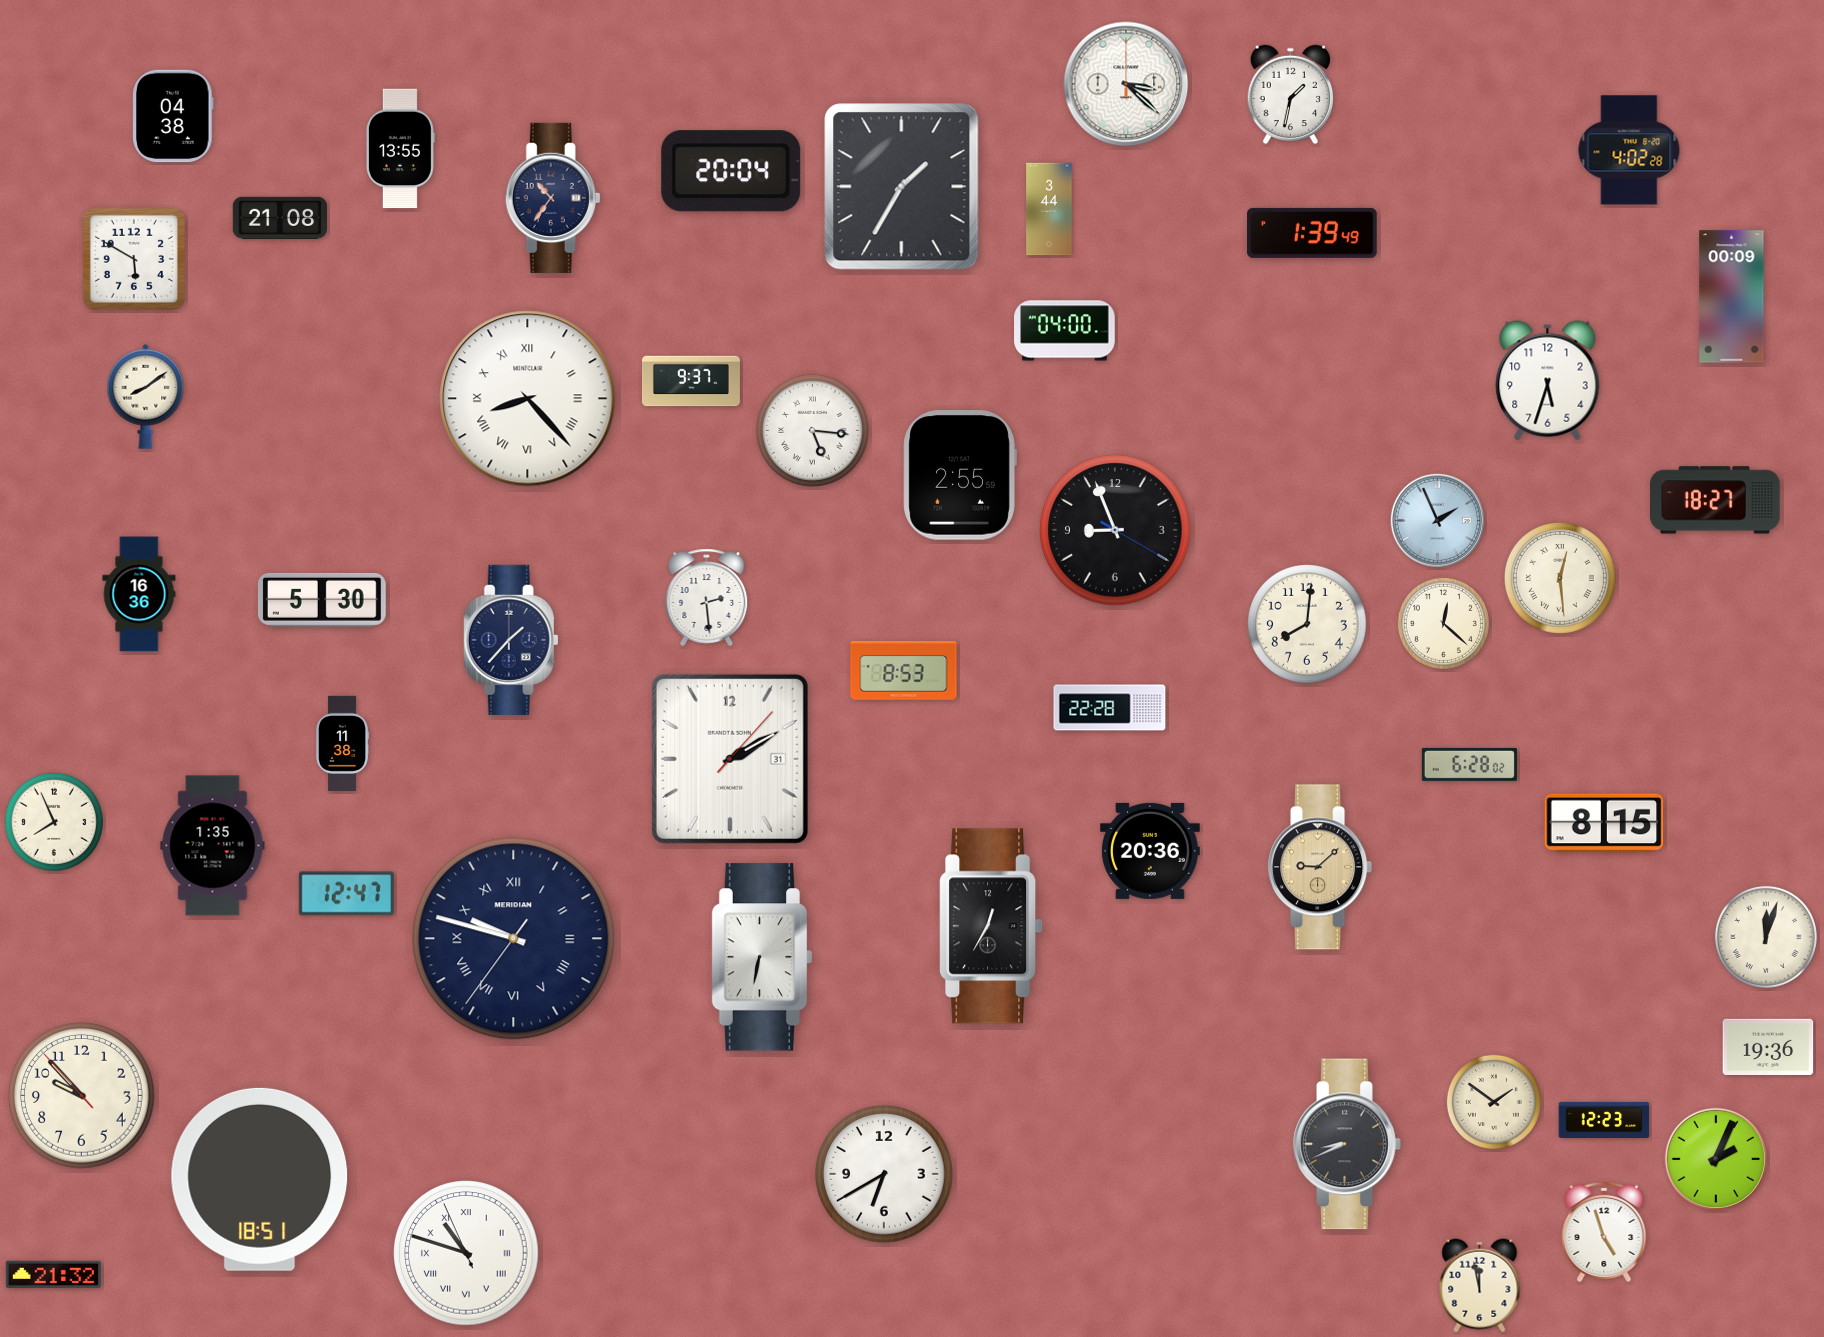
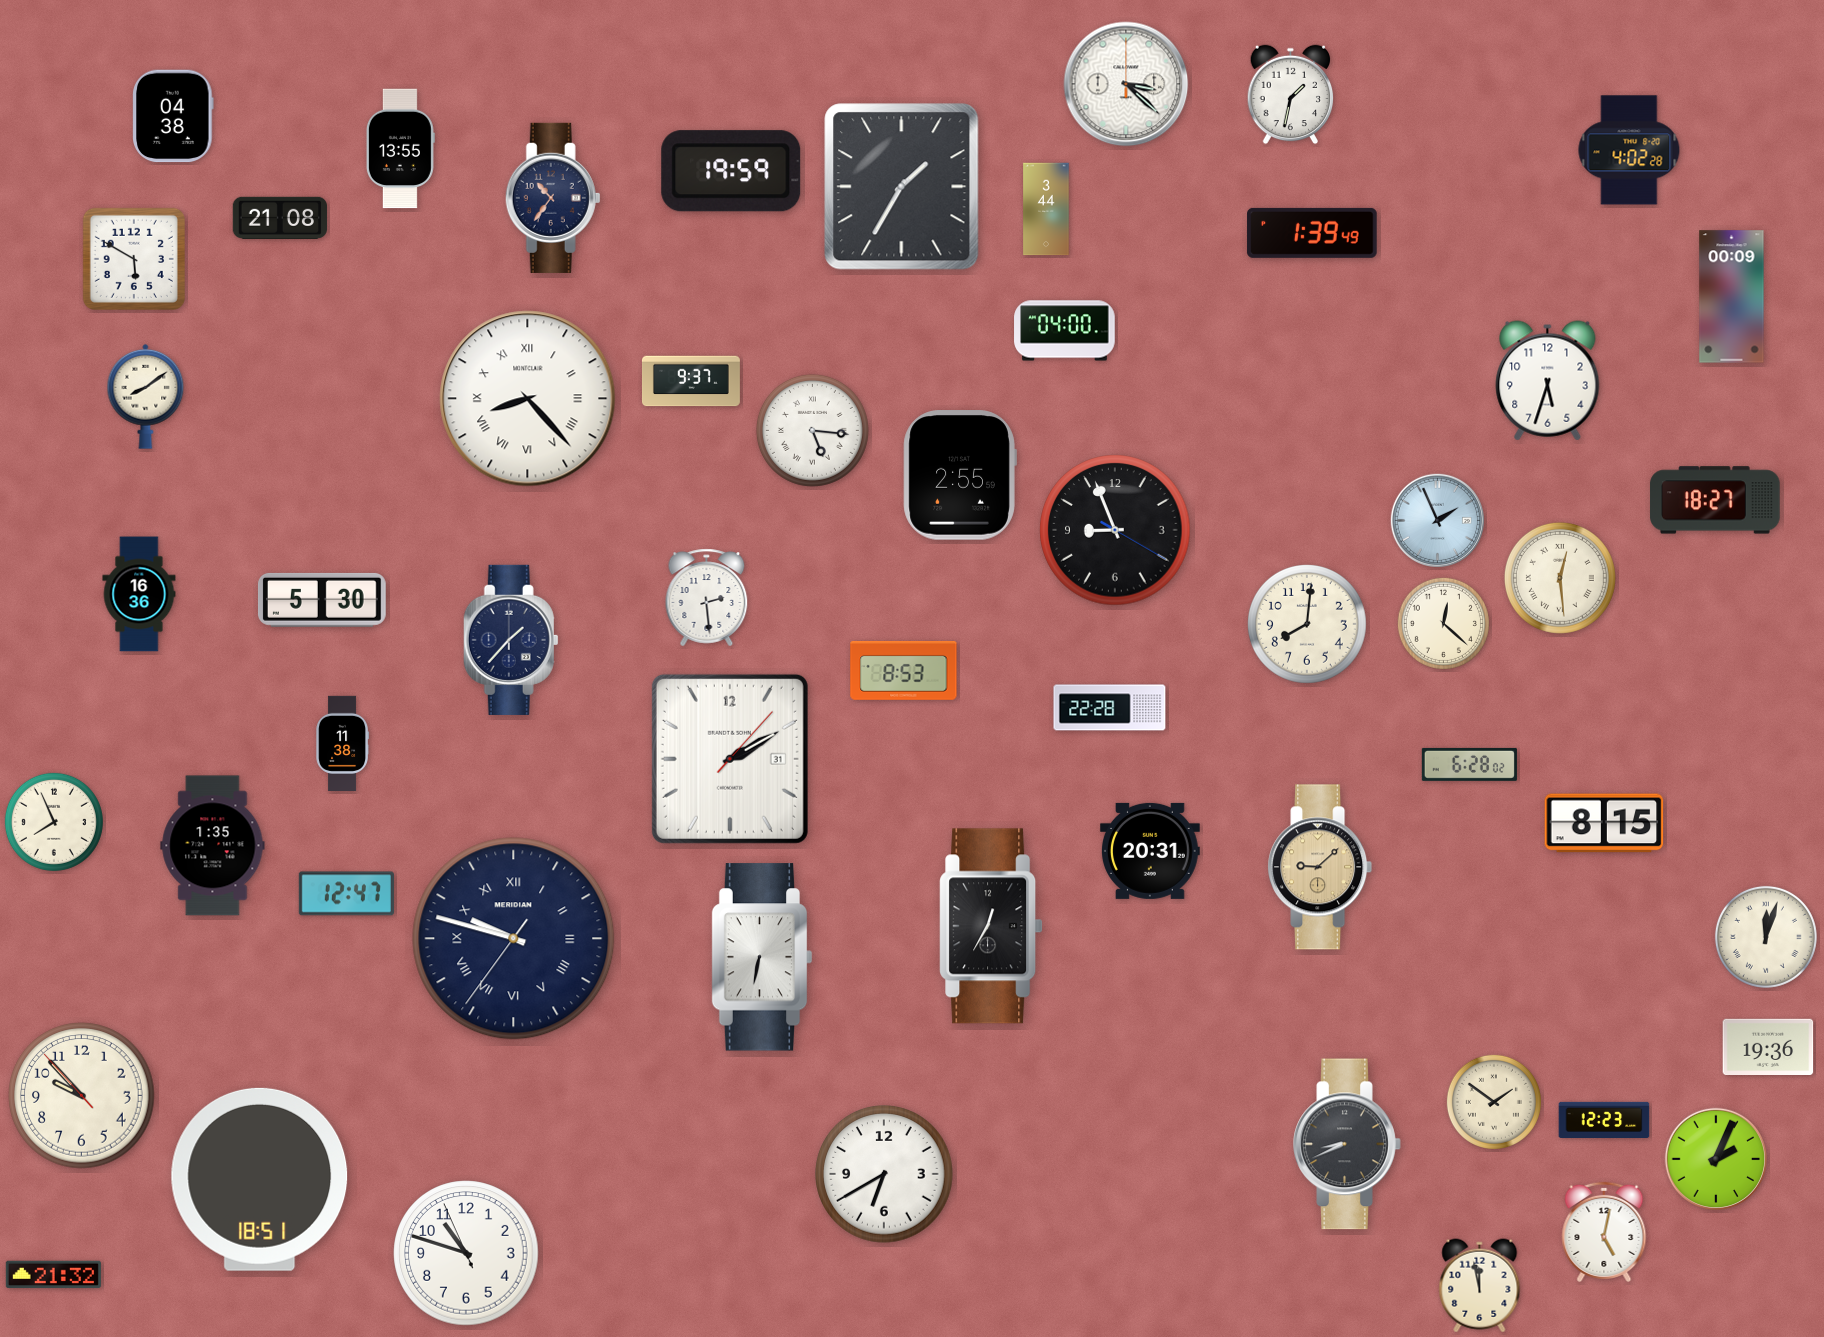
clock at (731, 171): 20:04 -> 19:59
clock at (1049, 209) position: (1049, 209) -> (1046, 209)
clock at (1151, 851): 20:36 -> 20:31
clock at (1604, 1232): 4:57 -> 5:02
clock at (466, 1253) numerals: Roman -> Arabic
